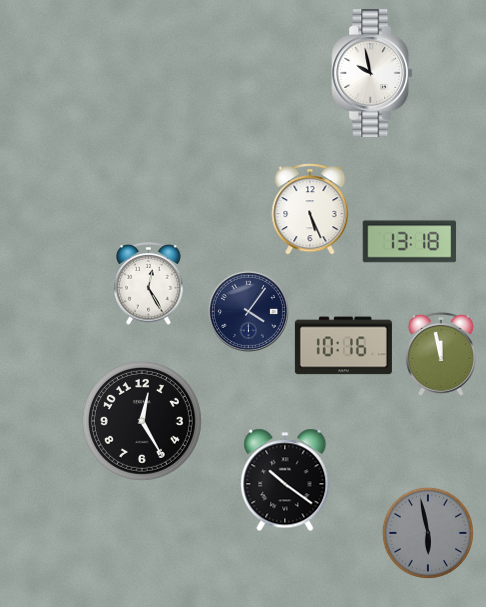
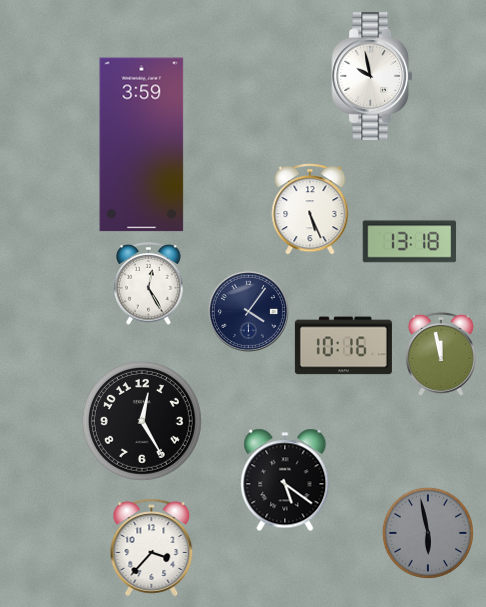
clock at (372, 73) position: (372, 73) -> (372, 76)
clock at (142, 145): none -> 3:59
clock at (285, 480): 10:21 -> 5:21
clock at (152, 548): none -> 3:37
